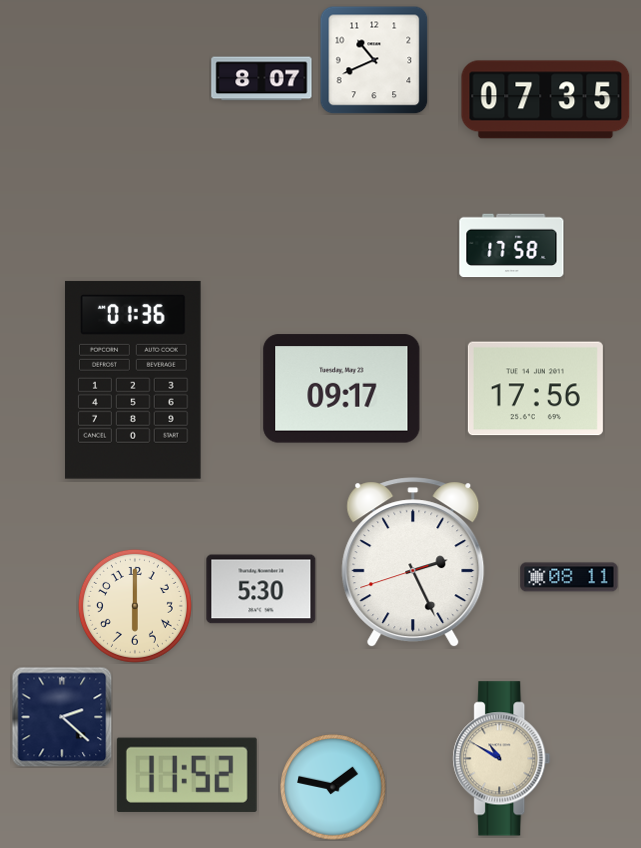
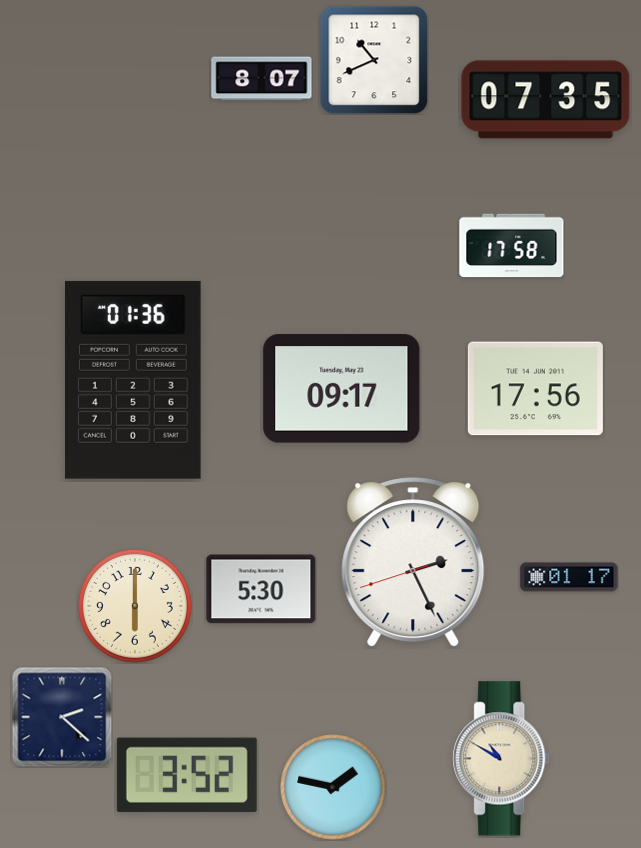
clock at (569, 577): 08:11 -> 01:17
clock at (187, 775): 11:52 -> 3:52
